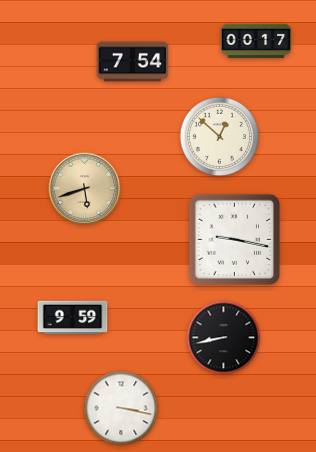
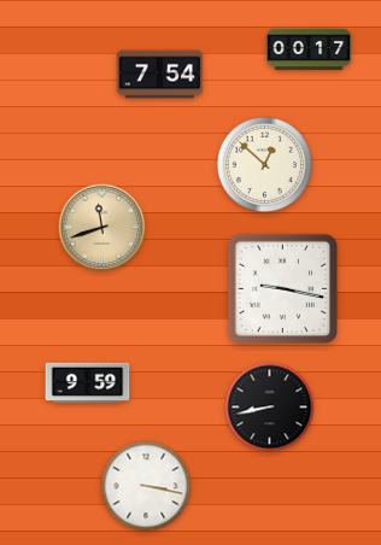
clock at (85, 189): 5:42 -> 11:42
clock at (121, 408) position: (121, 408) -> (146, 486)
